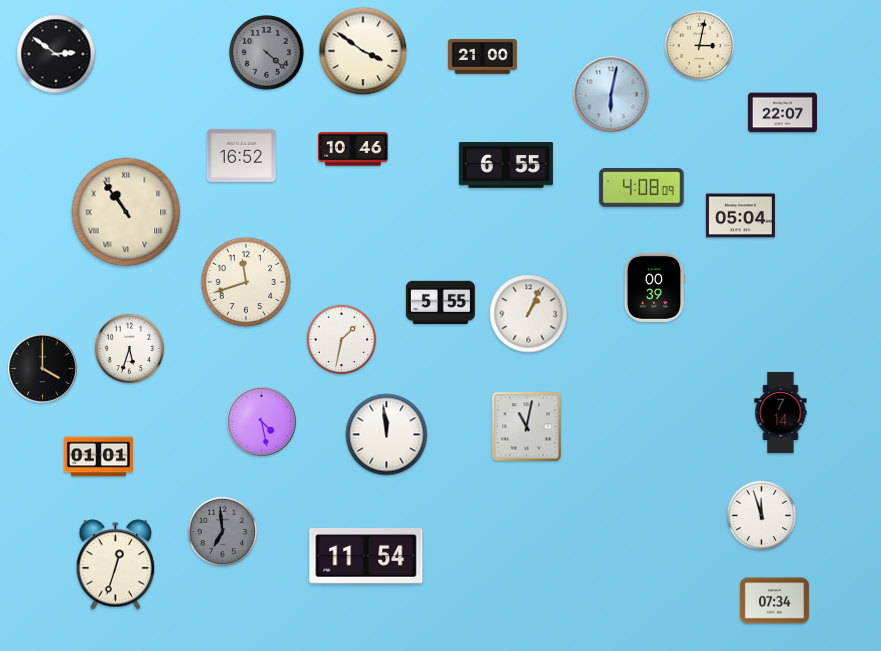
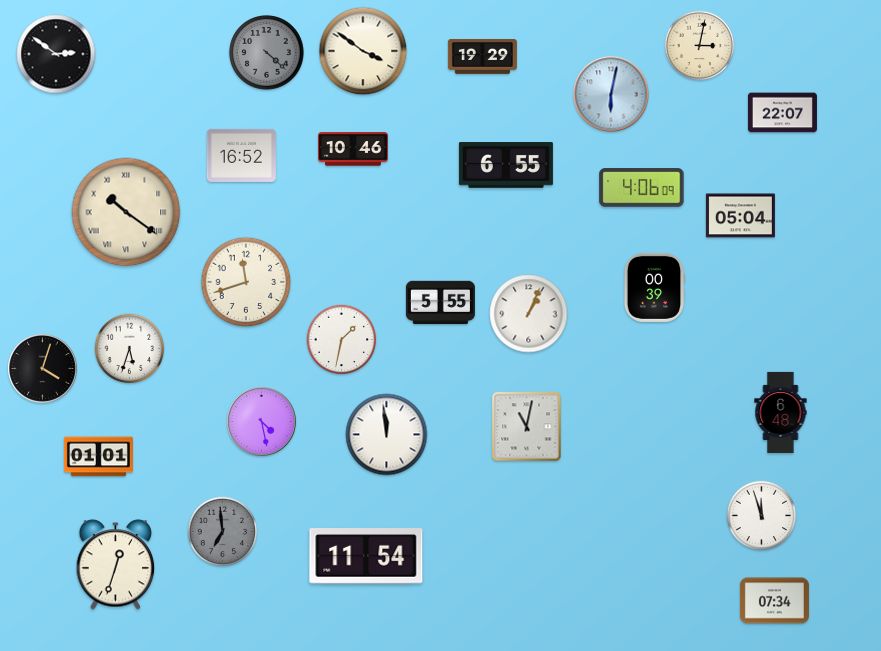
clock at (482, 57): 21:00 -> 19:29
clock at (642, 188): 4:08 -> 4:06
clock at (126, 212): 10:54 -> 10:21
clock at (43, 369): 4:00 -> 4:03
clock at (781, 412): 7:14 -> 6:48
